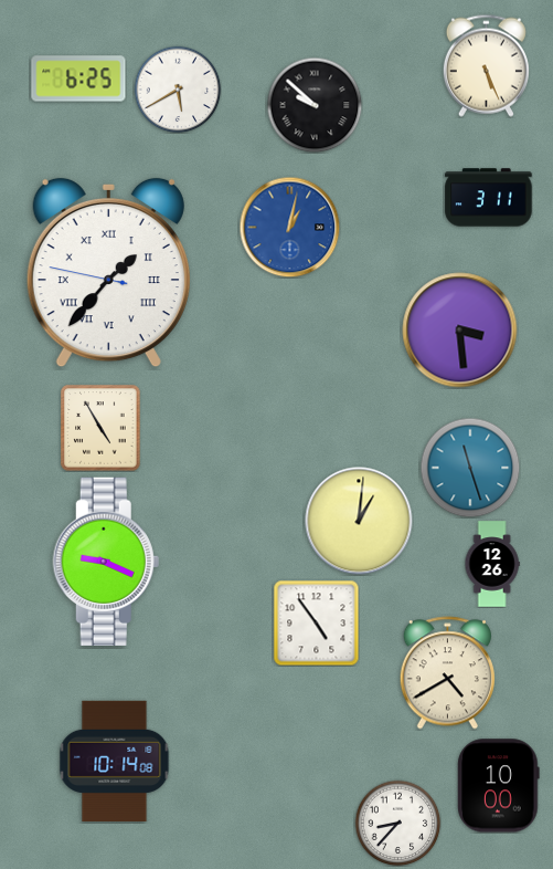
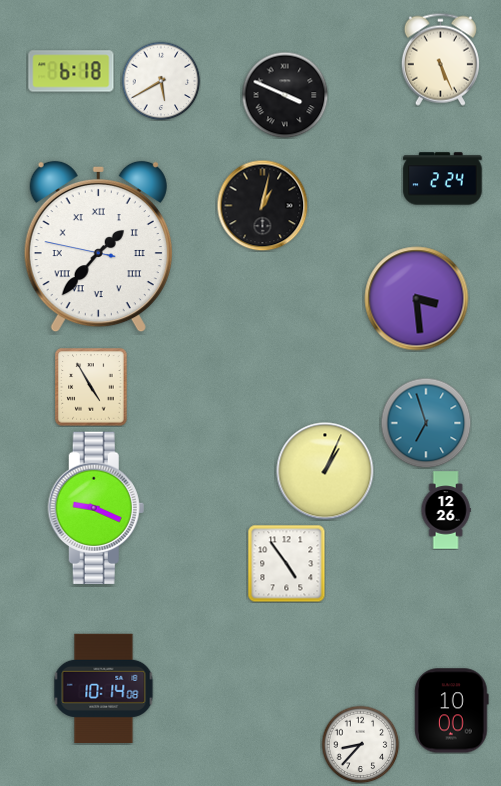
clock at (78, 78): 6:25 -> 6:18
clock at (315, 105): 9:52 -> 3:49
clock at (489, 198): 3:11 -> 2:24
clock at (289, 227) dial: blue -> black
clock at (470, 468): 11:27 -> 6:57
clock at (359, 521): 1:01 -> 1:04
clock at (447, 673): 4:40 -> none
